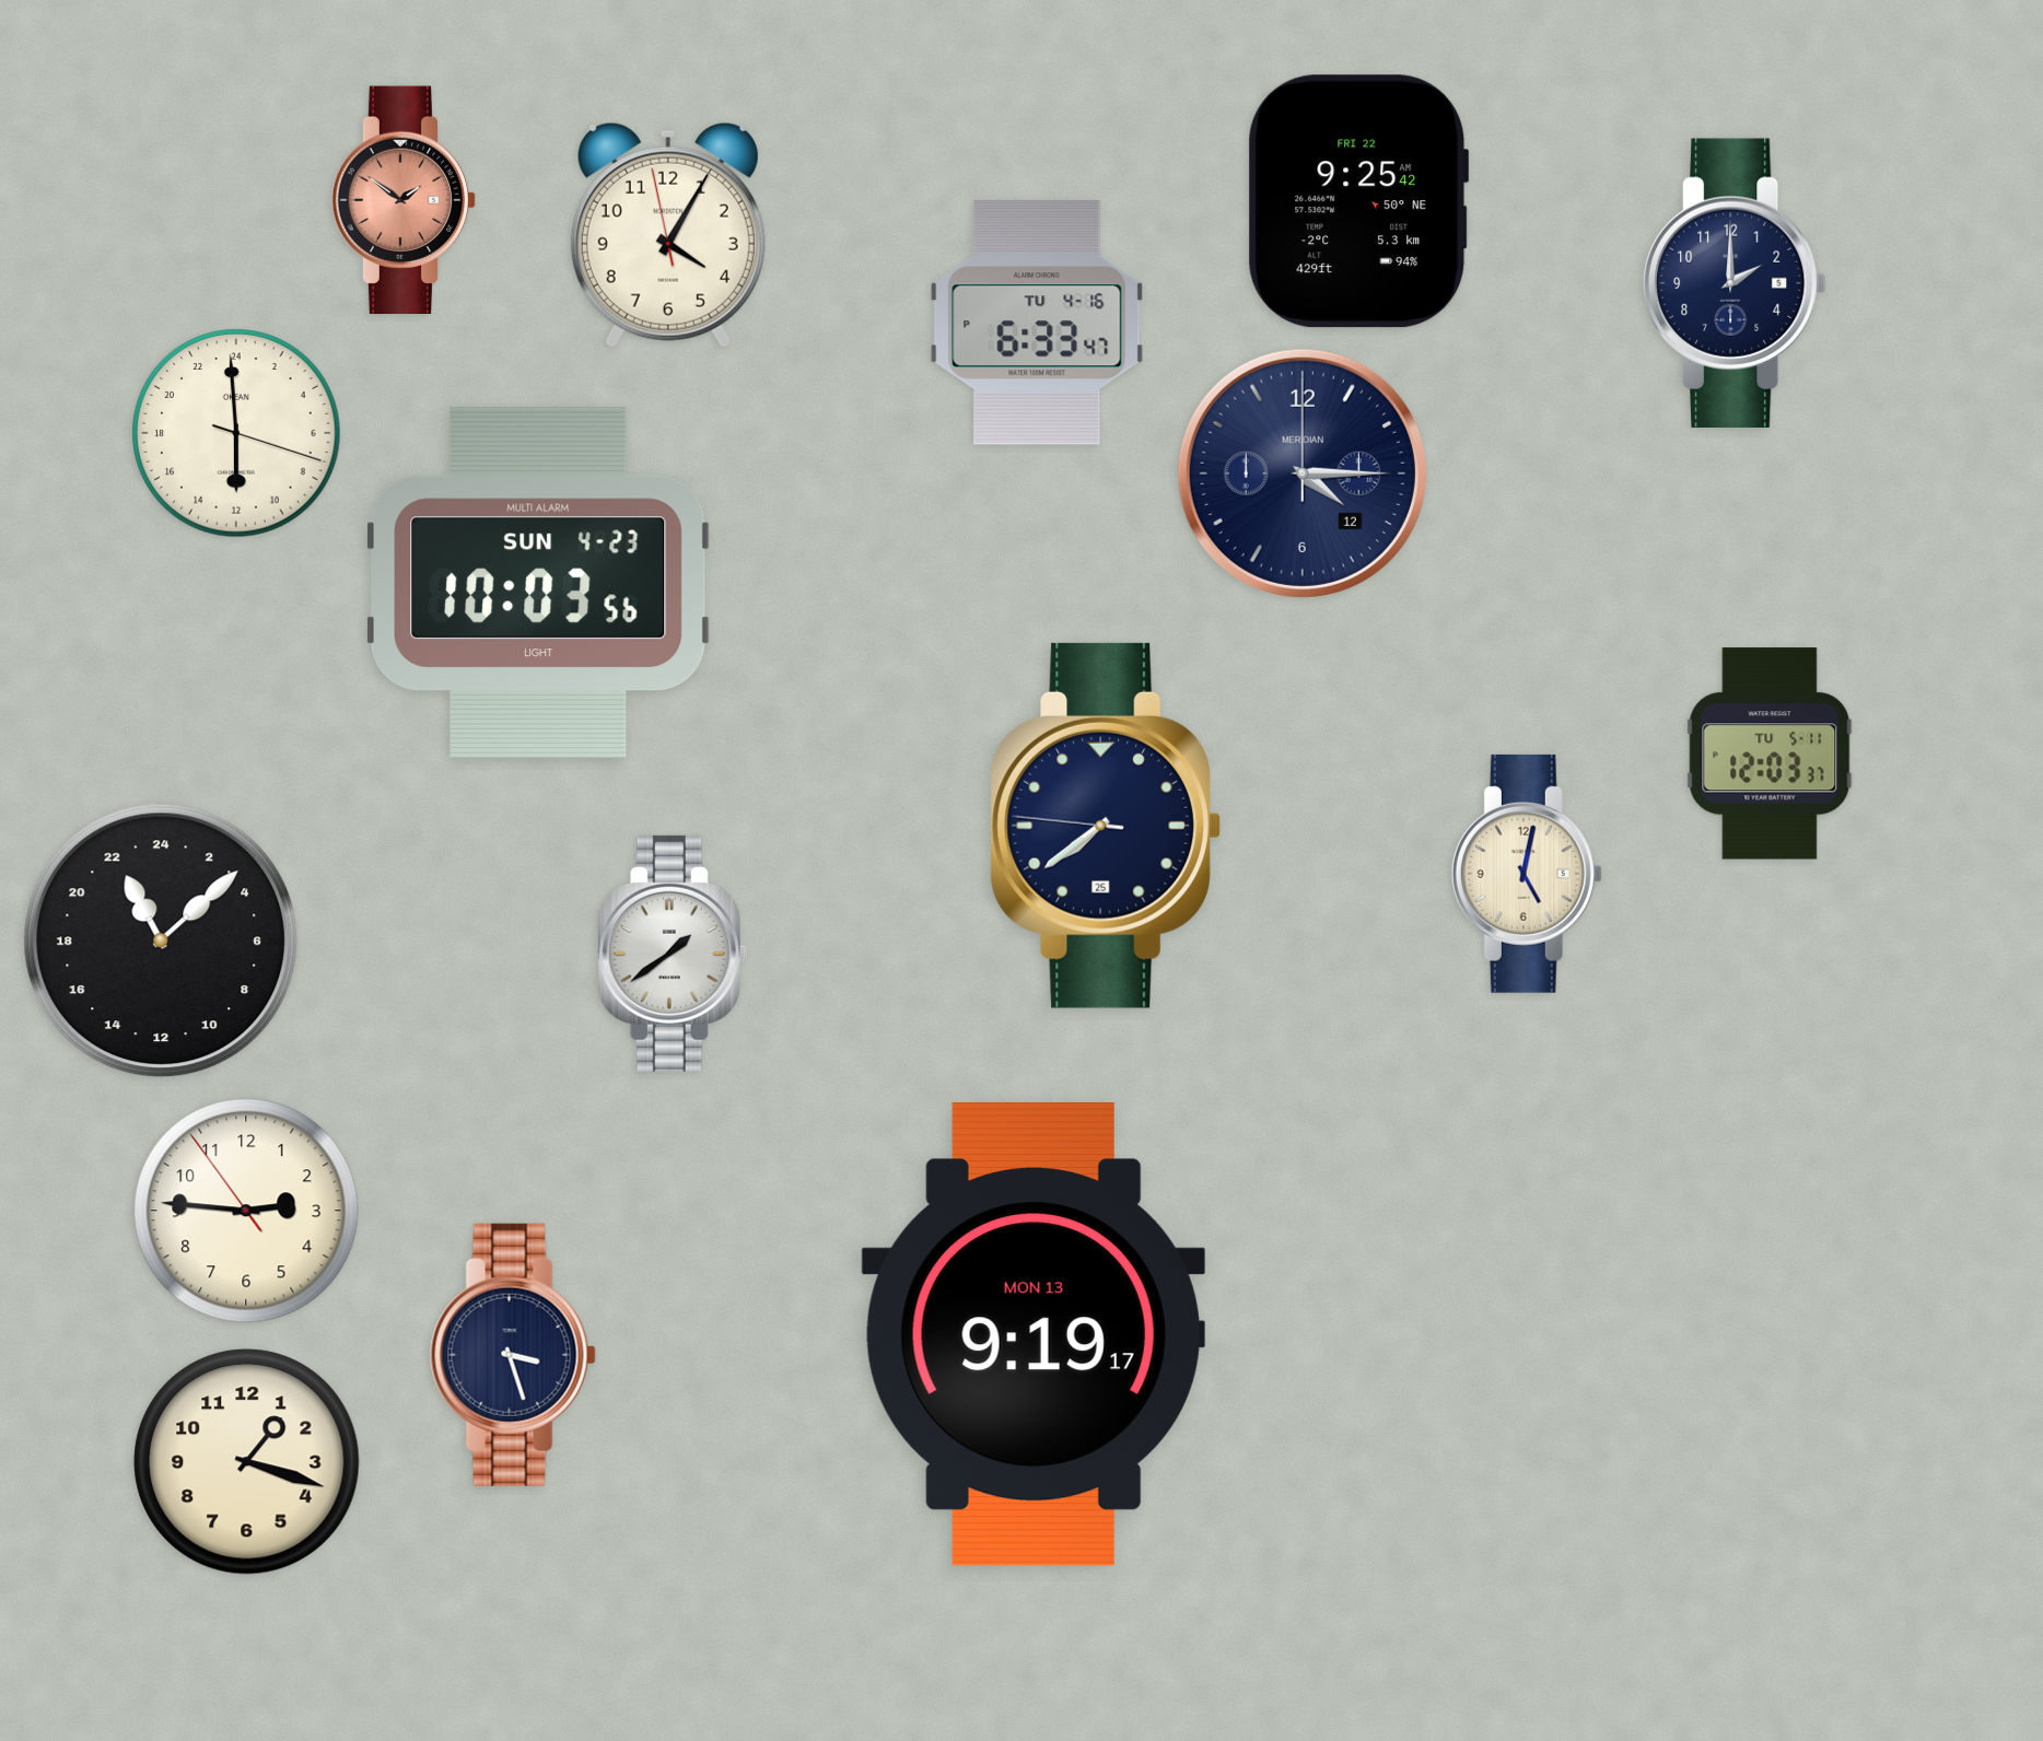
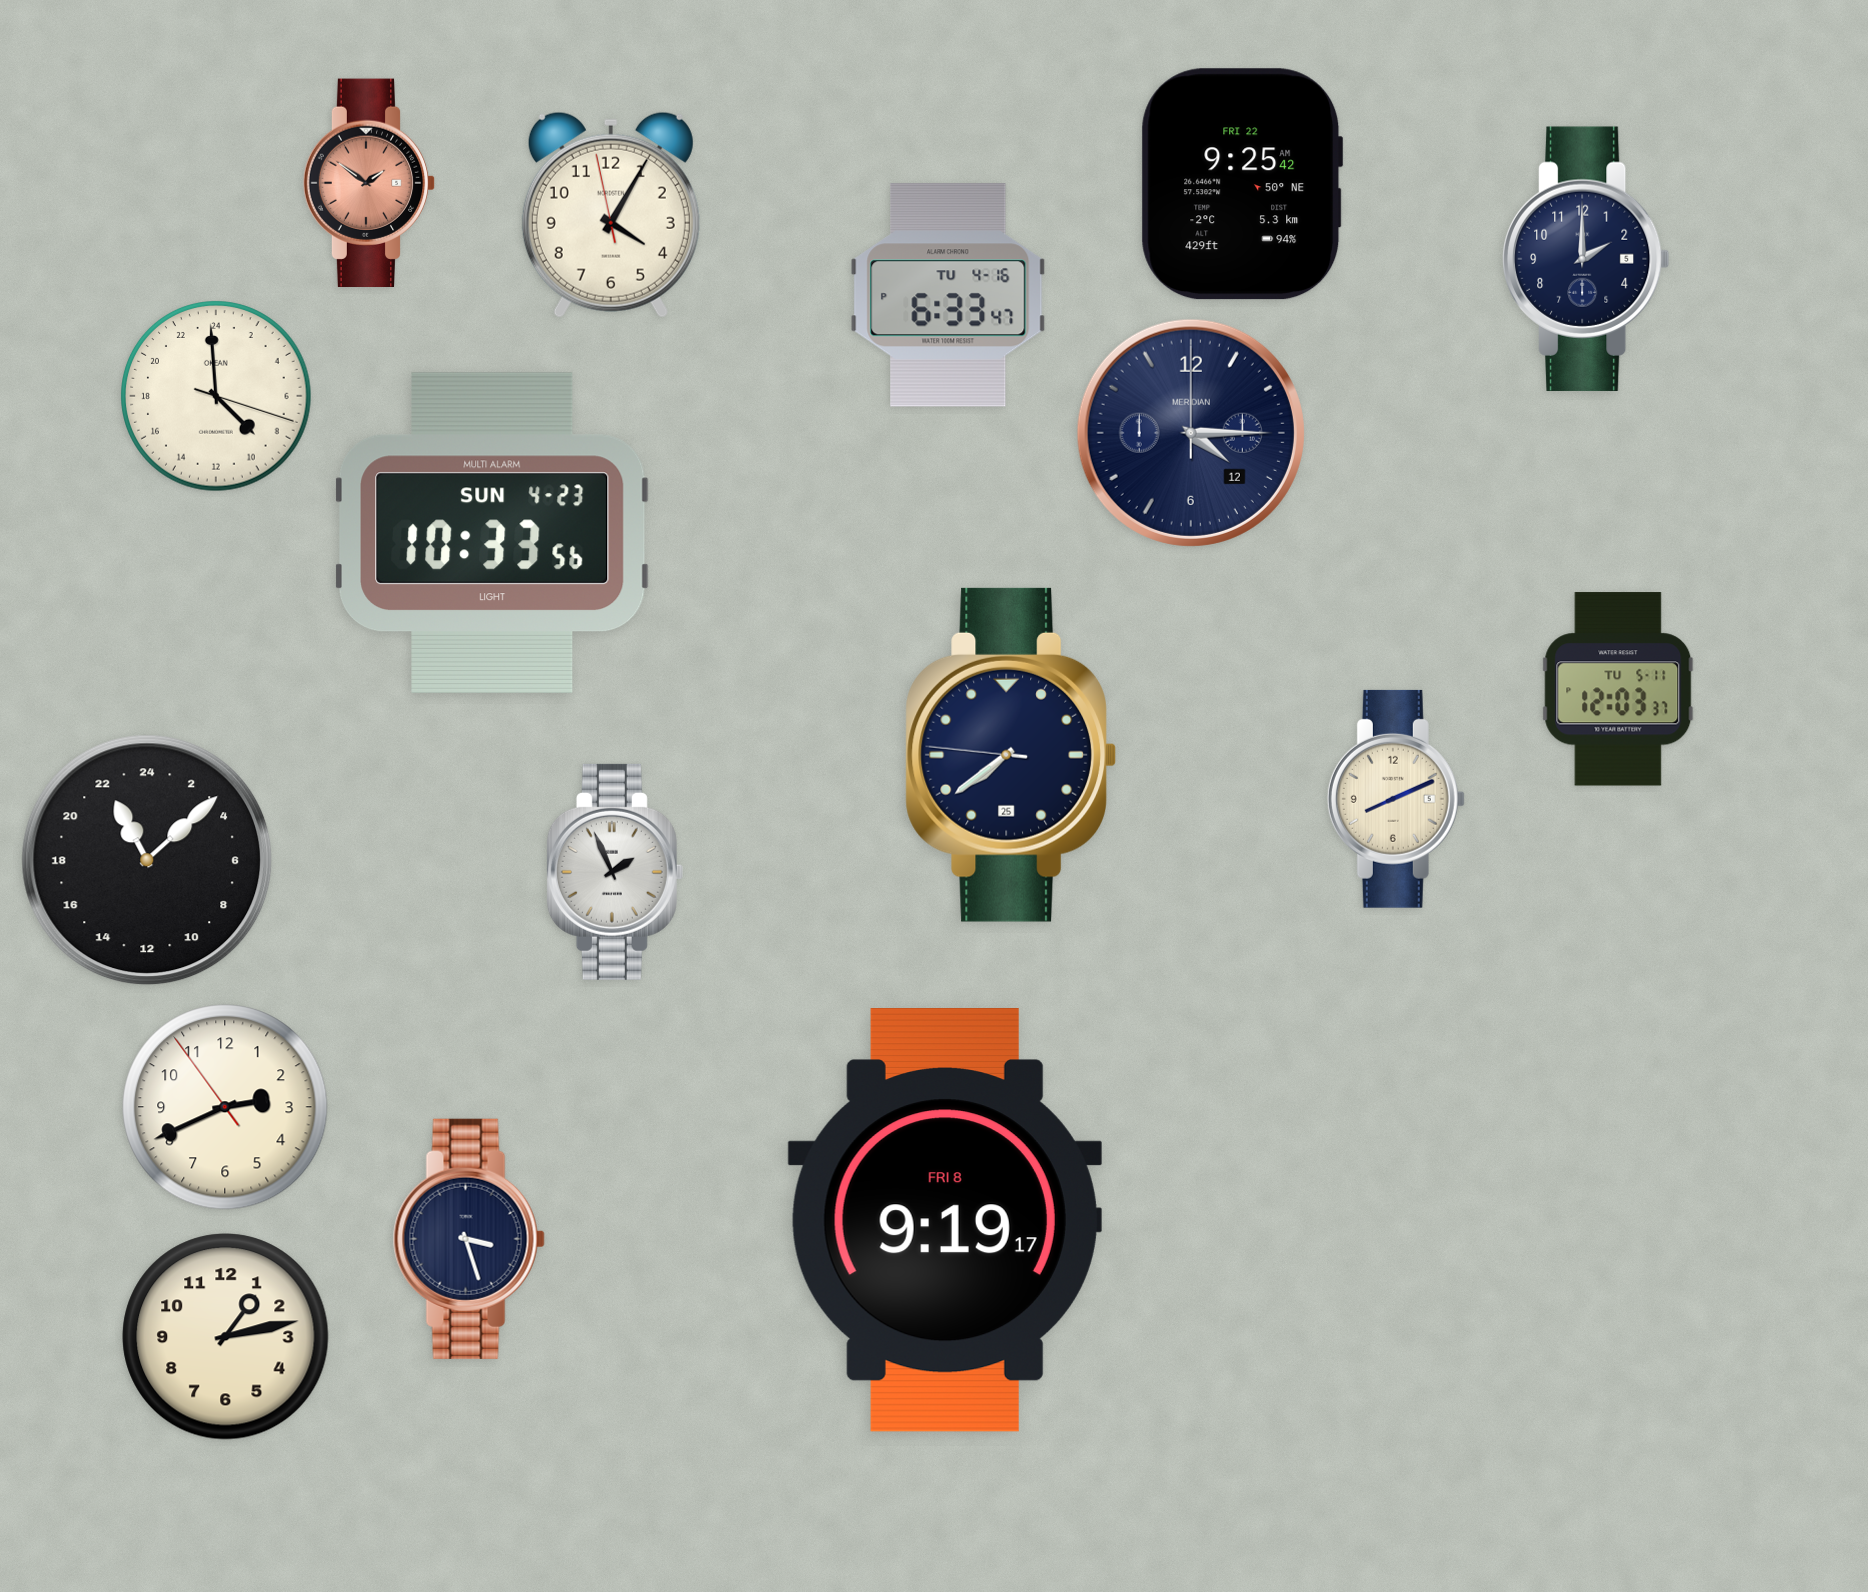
clock at (236, 433): 11:59 -> 8:59
clock at (538, 583): 10:03 -> 10:33
clock at (1527, 874): 5:02 -> 8:11
clock at (673, 954): 1:39 -> 1:56
clock at (246, 1211): 2:45 -> 2:40
clock at (1034, 1335) date: MON 13 -> FRI 8
clock at (247, 1462): 1:18 -> 1:13
